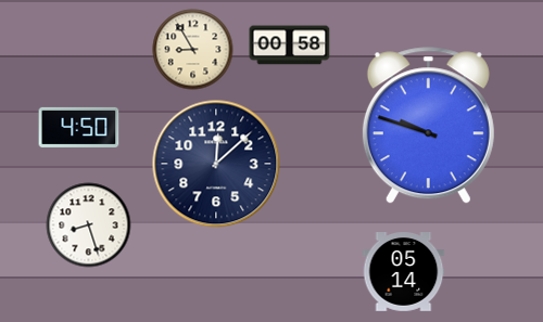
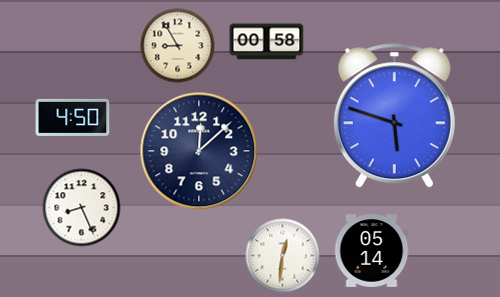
clock at (428, 126): 9:48 -> 5:48
clock at (89, 226): 8:27 -> 8:26
clock at (283, 256): none -> 12:31
